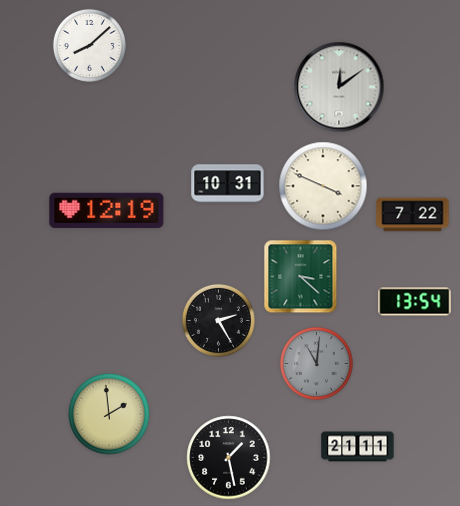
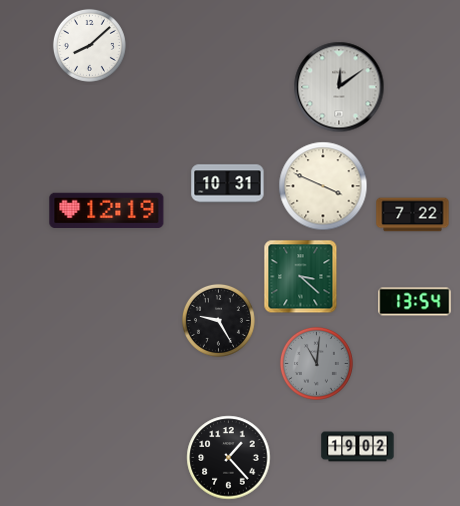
clock at (218, 320): 2:25 -> 9:25
clock at (109, 414): 1:59 -> none
clock at (358, 447): 21:11 -> 19:02
clock at (229, 458): 1:28 -> 1:23
